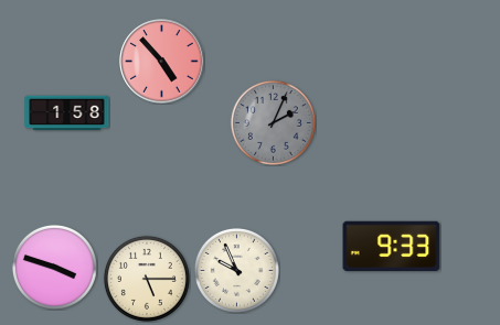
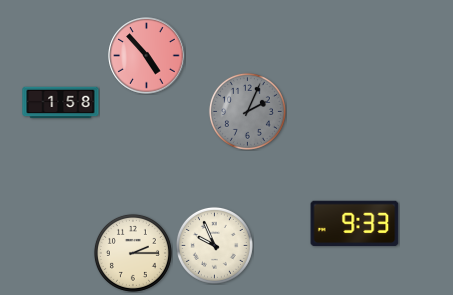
clock at (54, 267): 3:48 -> none
clock at (147, 279): 5:15 -> 2:15
